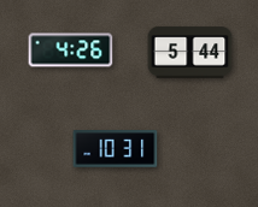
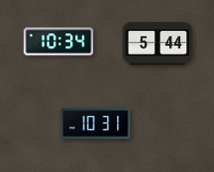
clock at (71, 51): 4:26 -> 10:34
